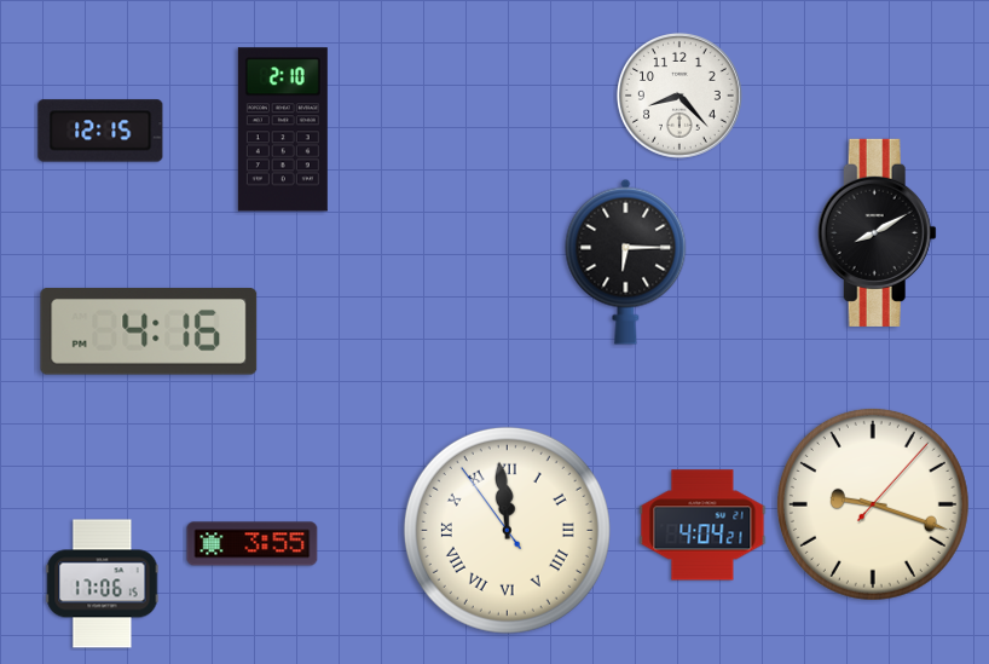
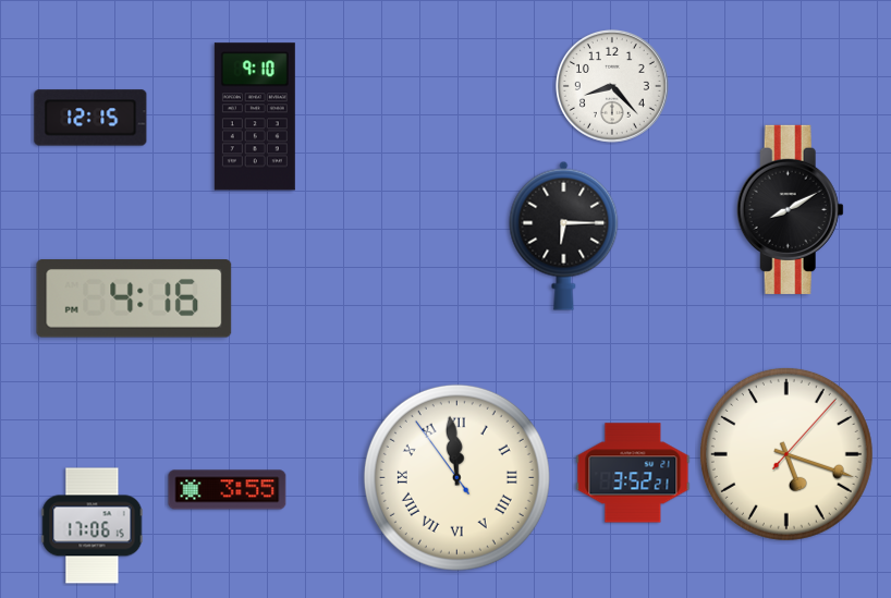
clock at (283, 129): 2:10 -> 9:10
clock at (873, 504): 9:18 -> 5:18
clock at (702, 525): 4:04 -> 3:52
